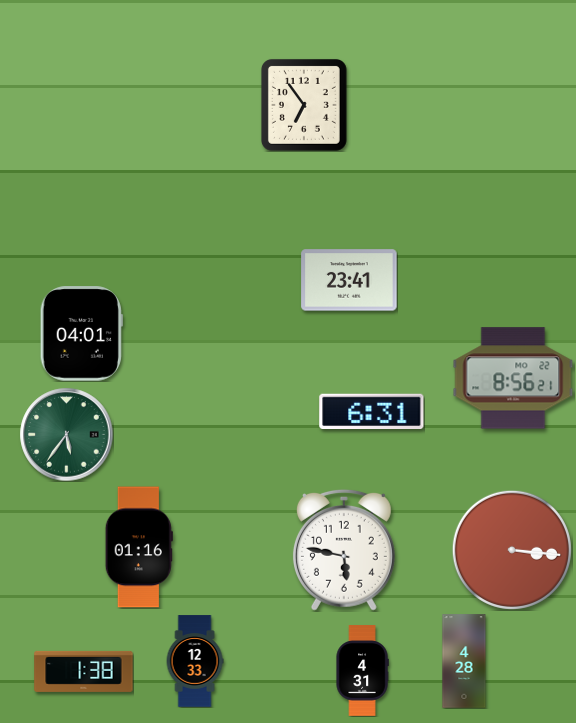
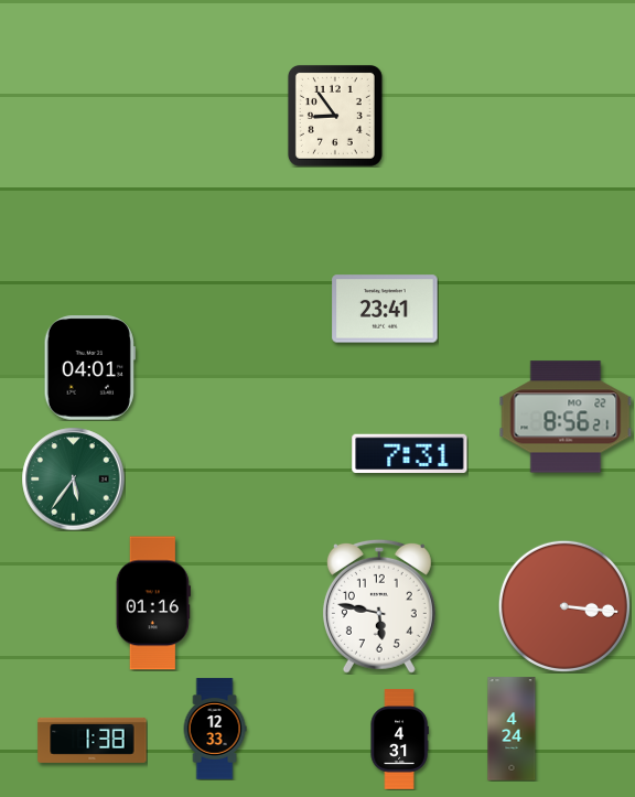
clock at (304, 105): 6:54 -> 8:54
clock at (372, 412): 6:31 -> 7:31
clock at (464, 661): 4:28 -> 4:24
